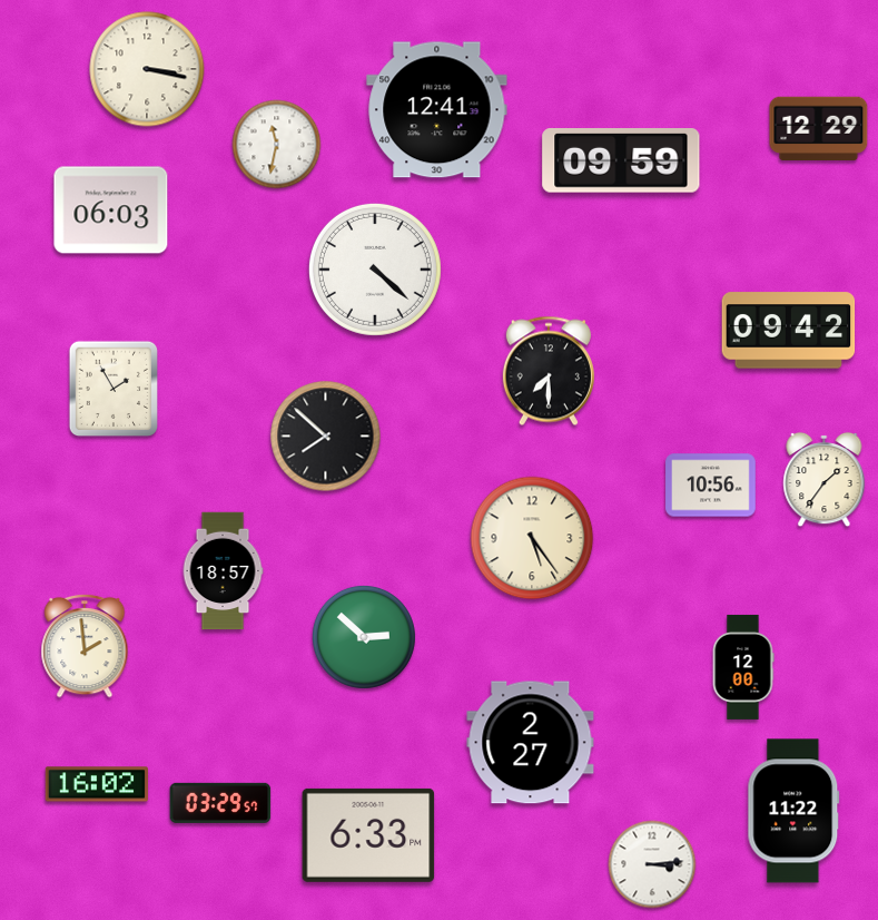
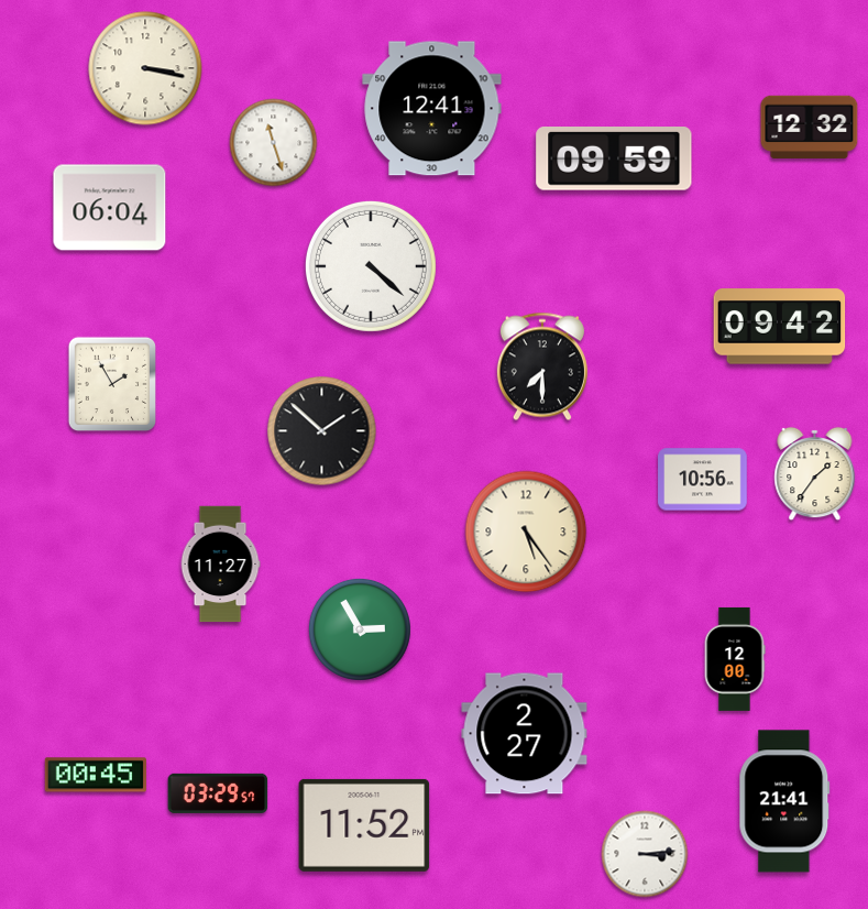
clock at (819, 128): 12:29 -> 12:32
clock at (277, 145): 11:32 -> 11:27
clock at (111, 211): 06:03 -> 06:04
clock at (326, 437): 7:52 -> 1:52
clock at (223, 571): 18:57 -> 11:27
clock at (364, 637): 2:52 -> 2:55
clock at (85, 646): 1:59 -> none
clock at (97, 784): 16:02 -> 00:45
clock at (793, 811): 11:22 -> 21:41
clock at (368, 835): 6:33 -> 11:52
